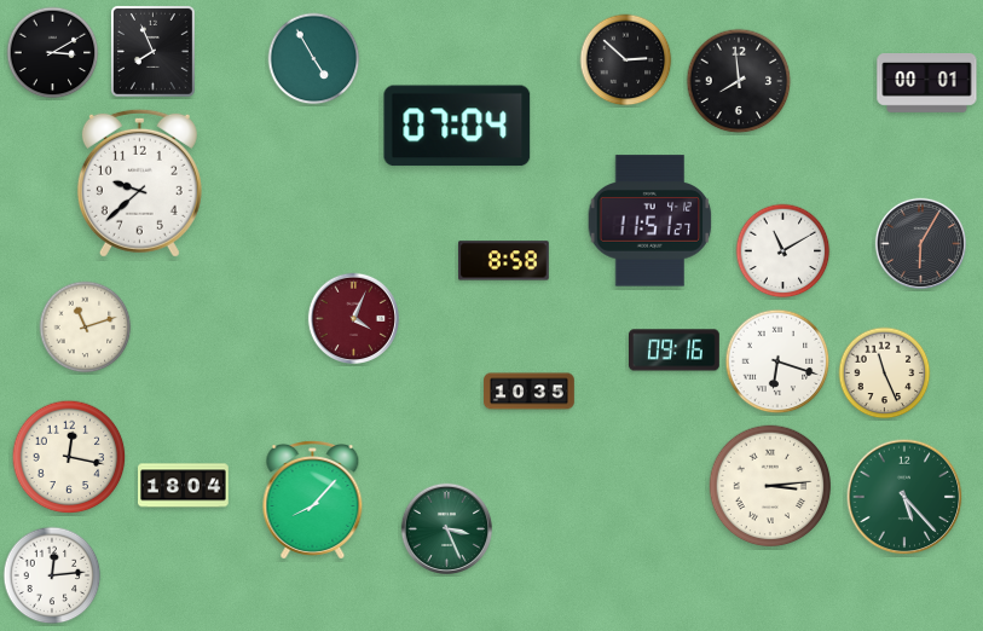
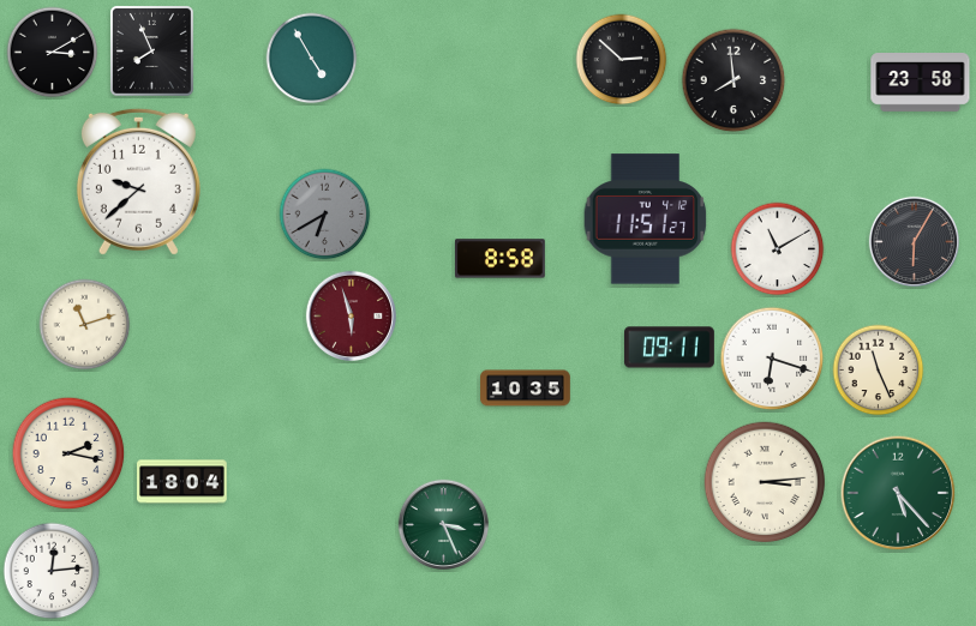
clock at (927, 83): 00:01 -> 23:58
clock at (457, 126): 07:04 -> none
clock at (325, 215): none -> 6:40
clock at (353, 318): 4:04 -> 5:57
clock at (675, 351): 09:16 -> 09:11
clock at (69, 457): 12:17 -> 2:17
clock at (313, 500): 8:07 -> none
